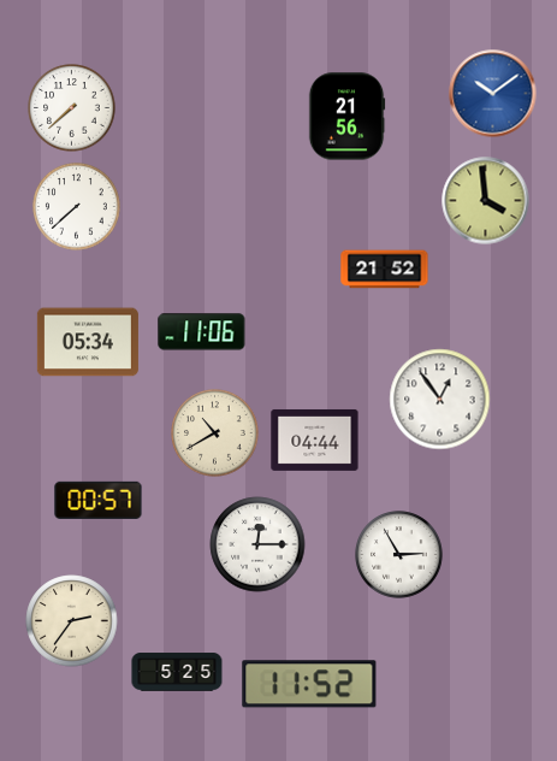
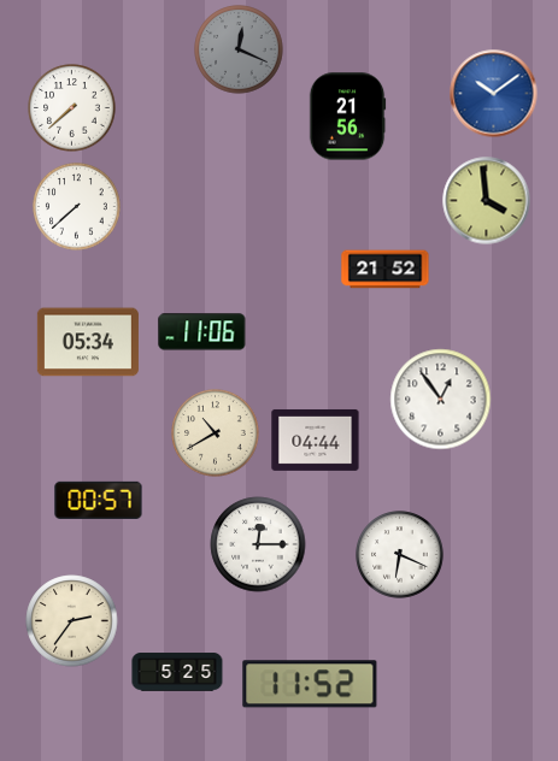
clock at (239, 49): none -> 12:19
clock at (399, 555): 2:55 -> 6:19
